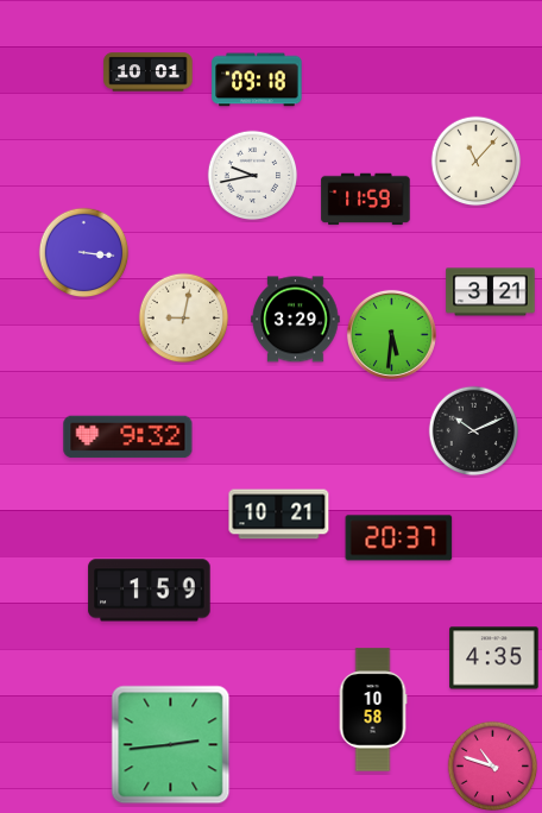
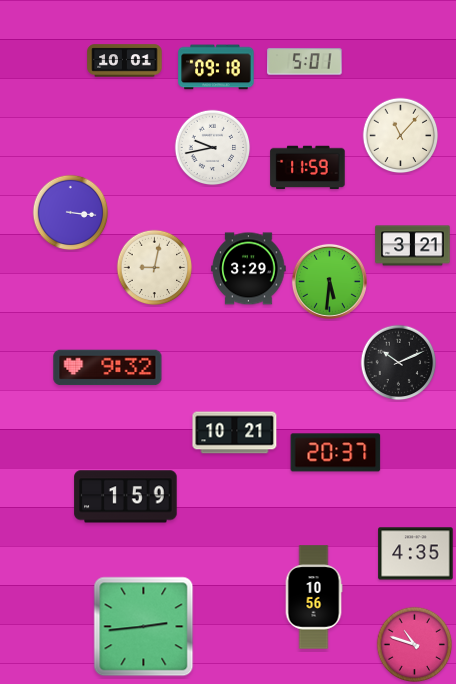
clock at (305, 62): none -> 5:01
clock at (373, 710): 10:58 -> 10:56
